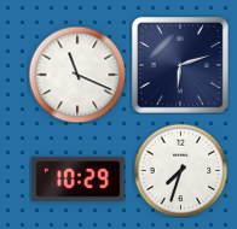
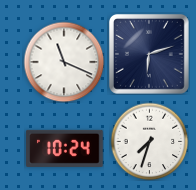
clock at (79, 178): 10:29 -> 10:24
